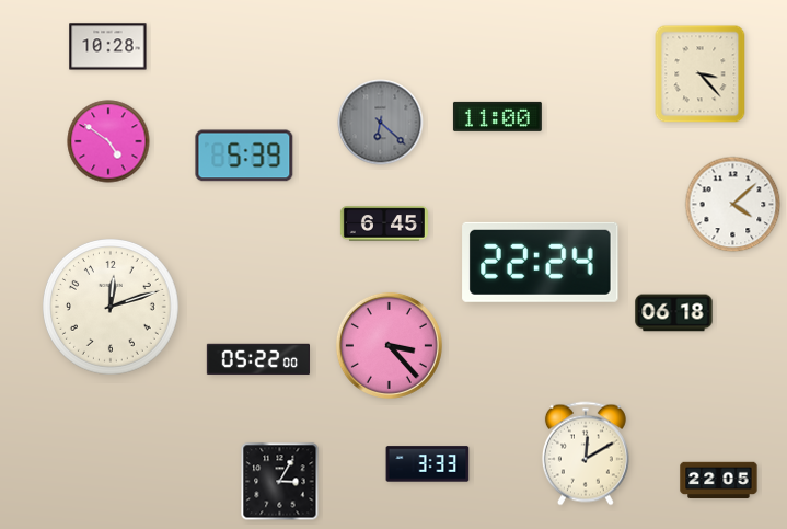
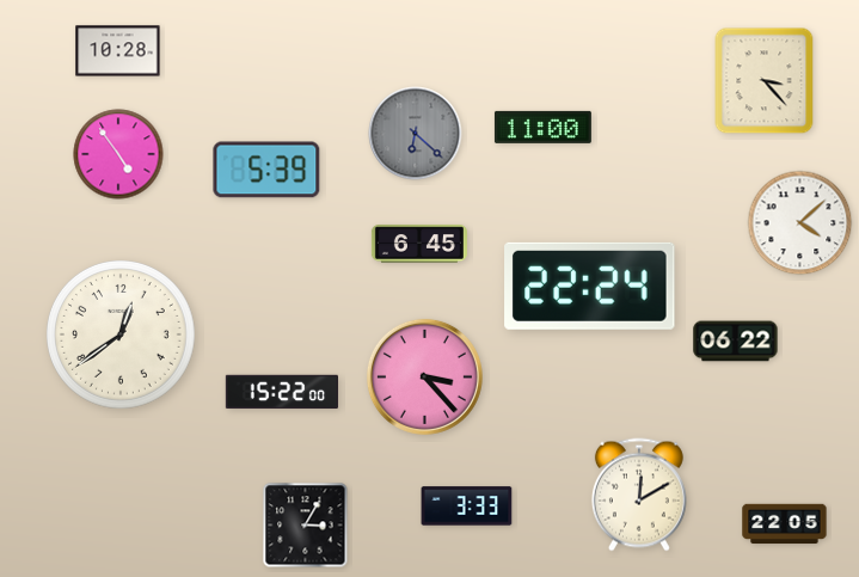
clock at (108, 141): 4:51 -> 4:54
clock at (112, 308): 12:12 -> 12:39
clock at (674, 313): 06:18 -> 06:22
clock at (258, 359): 05:22 -> 15:22
